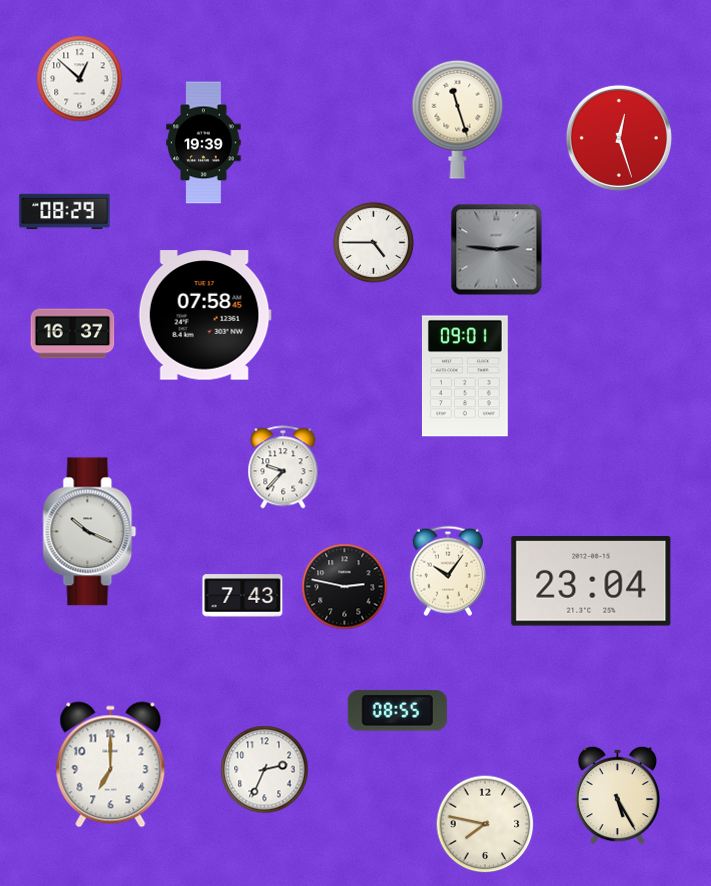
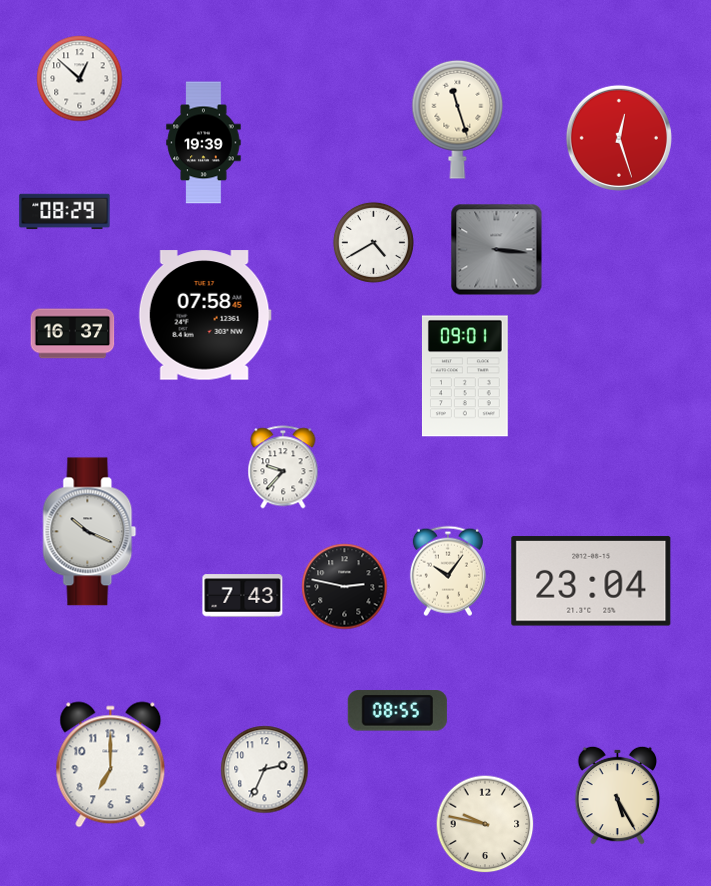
clock at (373, 242): 4:45 -> 4:40
clock at (497, 250): 2:46 -> 3:16
clock at (485, 824): 7:47 -> 9:47
